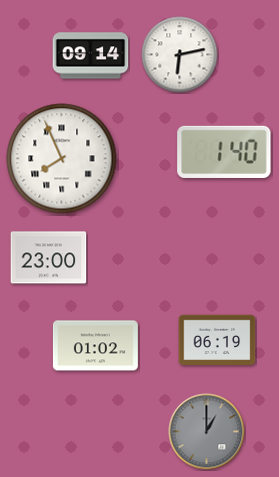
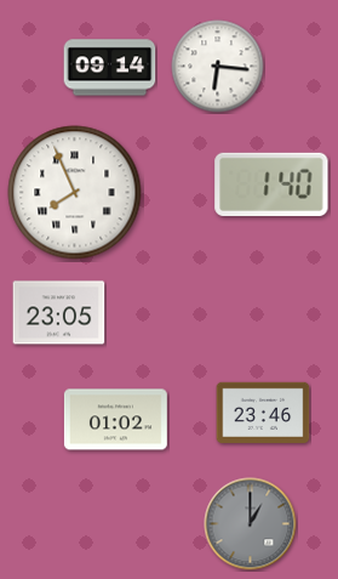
clock at (180, 55): 6:13 -> 6:16
clock at (49, 258): 23:00 -> 23:05
clock at (217, 339): 06:19 -> 23:46
